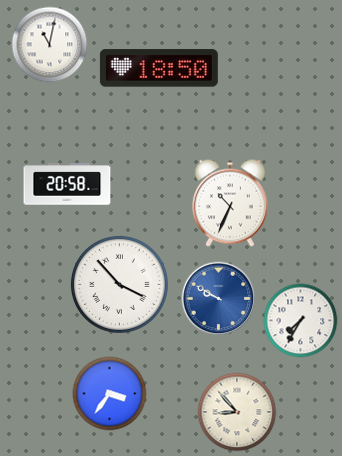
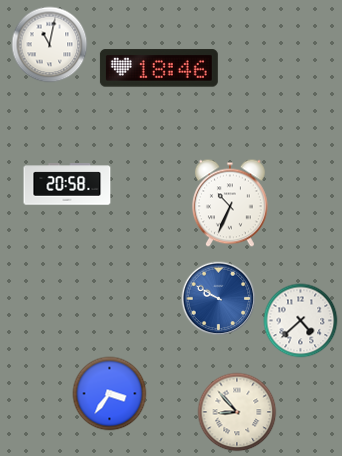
clock at (159, 68): 18:50 -> 18:46
clock at (119, 284): 3:53 -> none
clock at (301, 321): 7:35 -> 4:38
